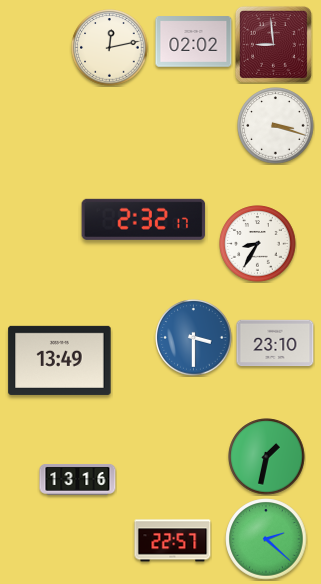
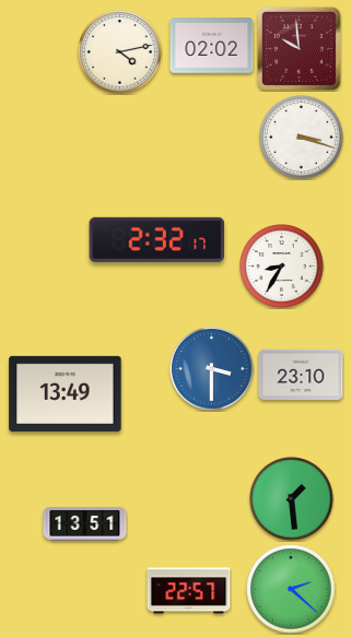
clock at (273, 44): 8:59 -> 9:59
clock at (110, 48): 12:13 -> 4:13
clock at (267, 457): 1:32 -> 1:29
clock at (78, 480): 13:16 -> 13:51
